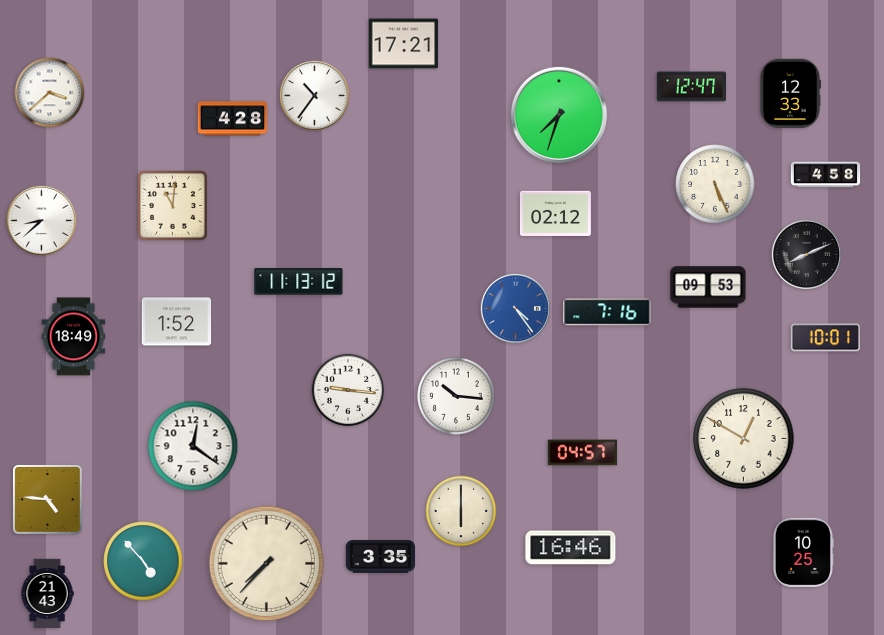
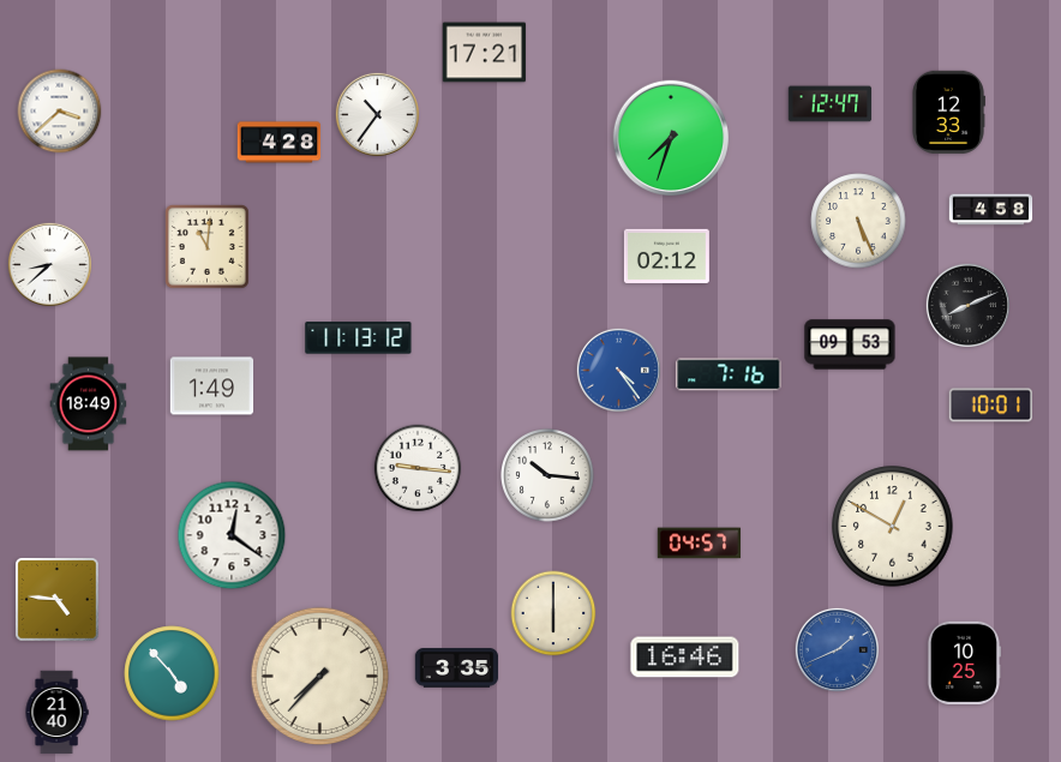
clock at (177, 322): 1:52 -> 1:49
clock at (837, 649): none -> 1:41
clock at (47, 594): 21:43 -> 21:40
